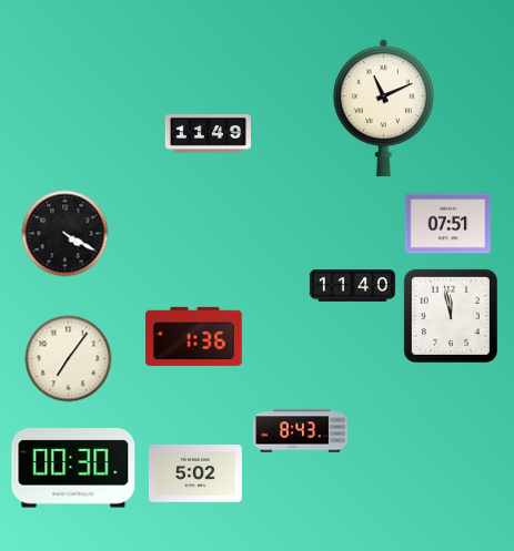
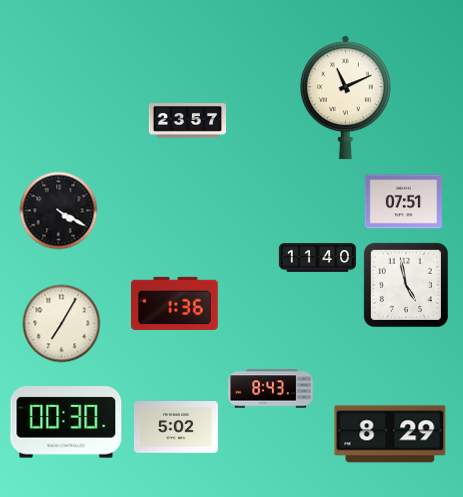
clock at (208, 134): 11:49 -> 23:57
clock at (451, 316): 11:58 -> 4:58
clock at (68, 358): 7:06 -> 7:05
clock at (390, 434): none -> 8:29
